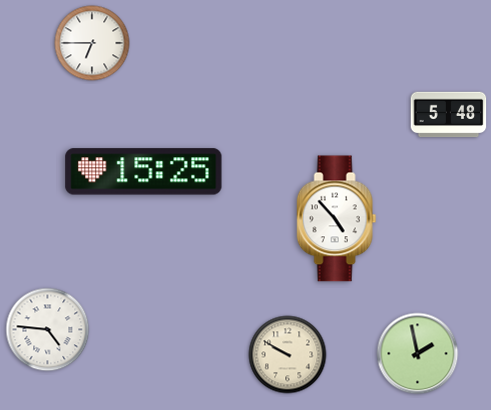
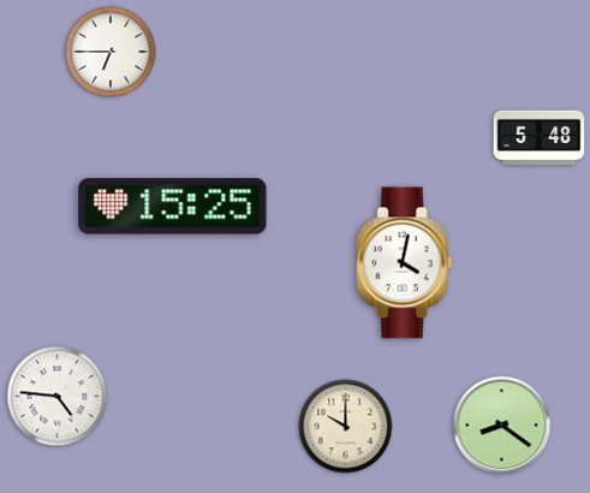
clock at (337, 219): 4:53 -> 4:02
clock at (418, 354): 1:58 -> 8:21
clock at (288, 355): 9:50 -> 10:00
